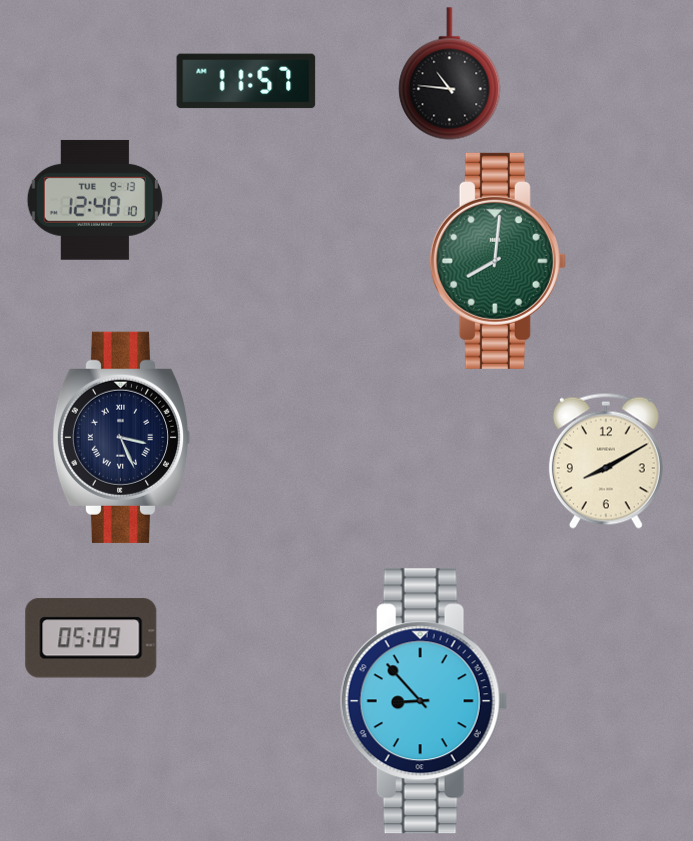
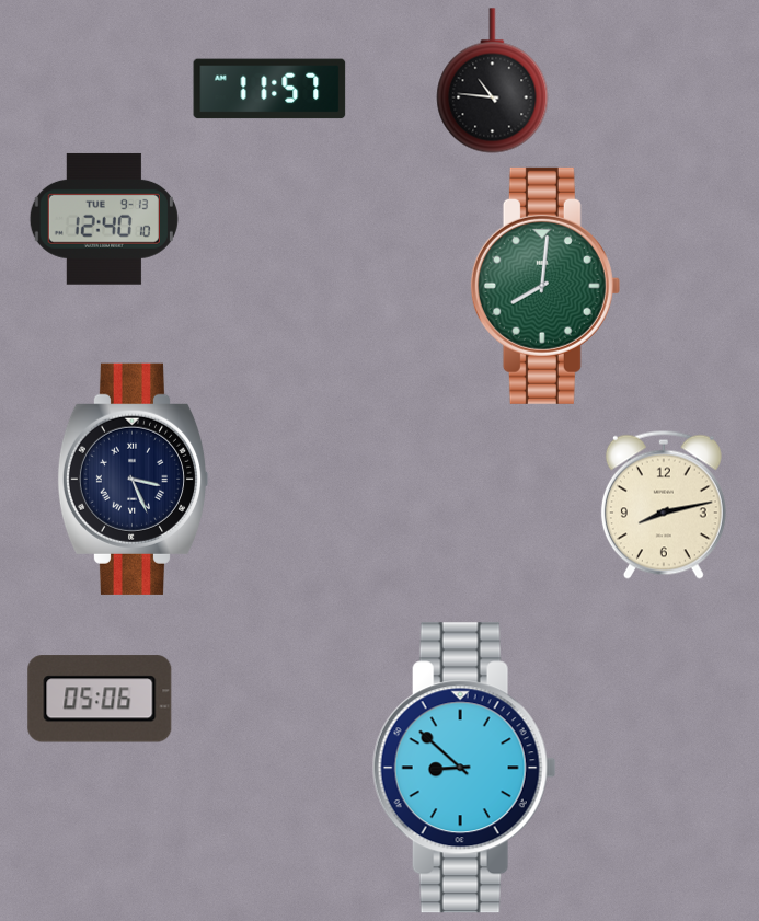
clock at (606, 461): 8:10 -> 8:13
clock at (91, 638): 05:09 -> 05:06
clock at (424, 701): 8:53 -> 8:52
